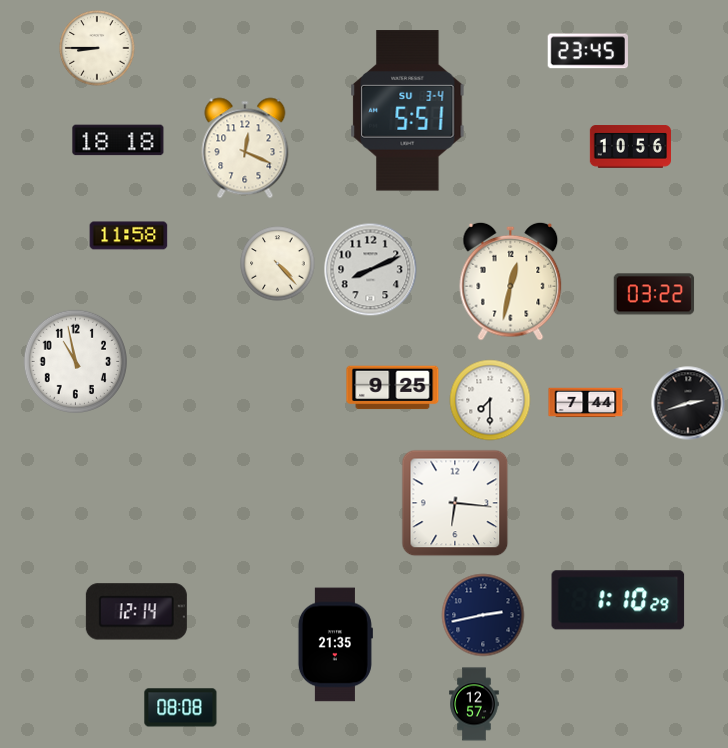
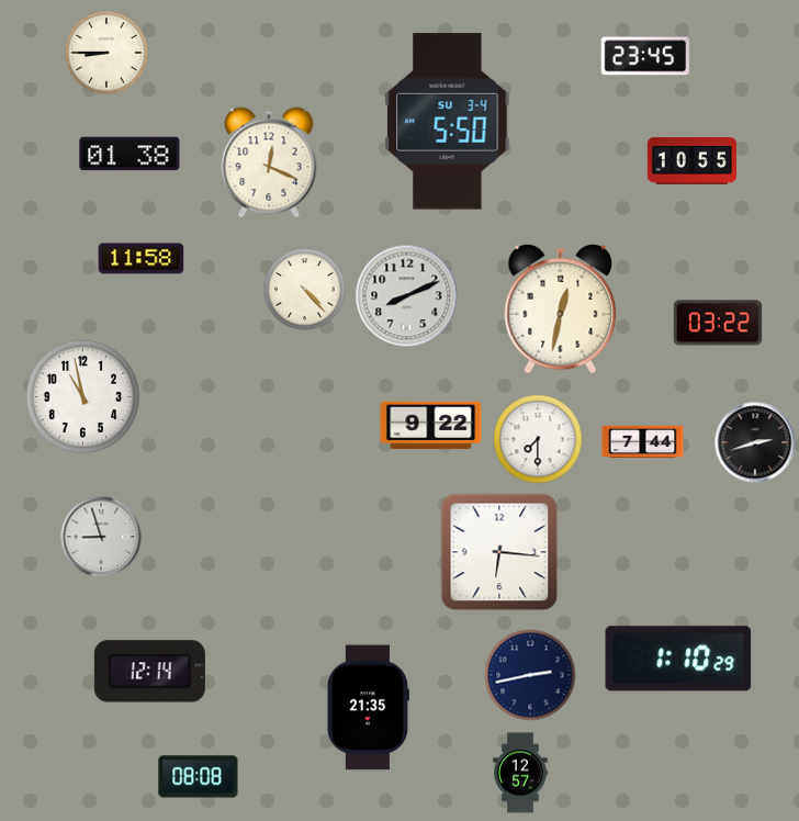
clock at (408, 111): 5:51 -> 5:50
clock at (118, 140): 18:18 -> 01:38
clock at (630, 147): 10:56 -> 10:55
clock at (393, 388): 9:25 -> 9:22
clock at (101, 537): none -> 8:57
